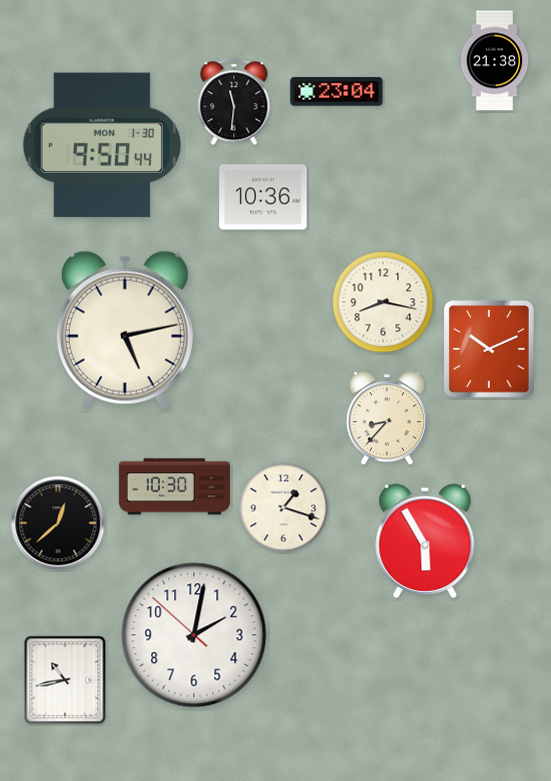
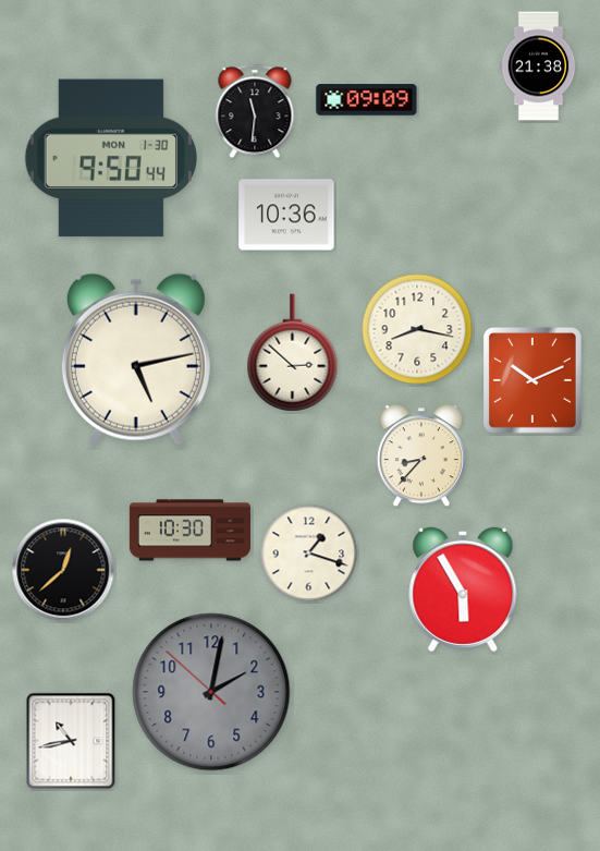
clock at (337, 92): 23:04 -> 09:09
clock at (293, 353): none -> 2:52
clock at (194, 635) dial: white -> grey
